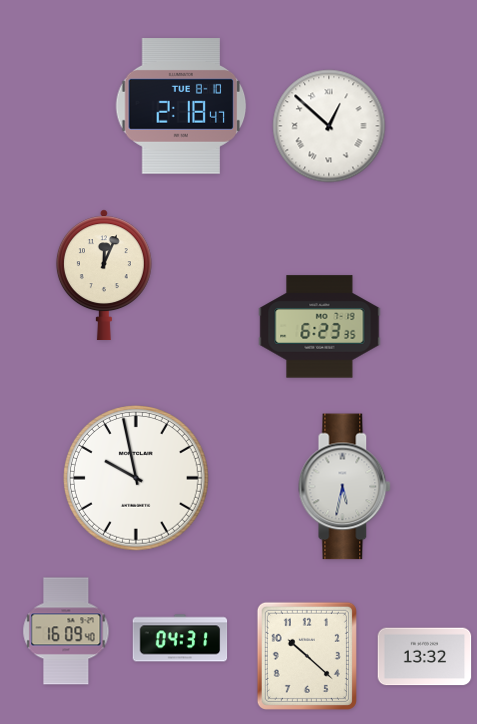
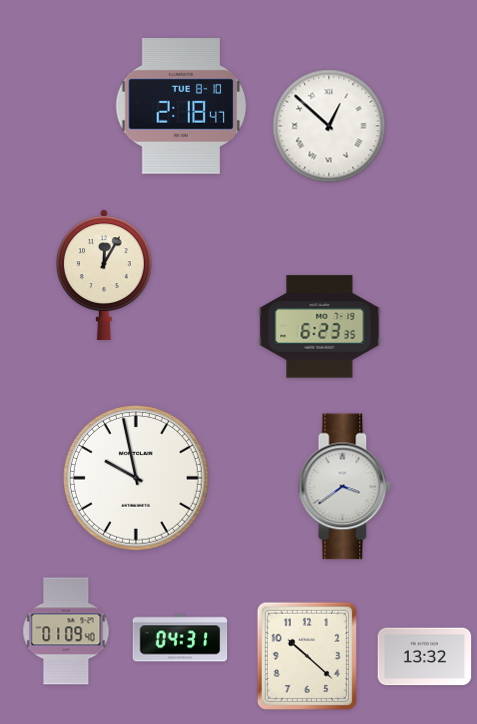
clock at (104, 274): 12:04 -> 12:05
clock at (345, 487): 5:32 -> 3:39
clock at (66, 631): 16:09 -> 01:09
